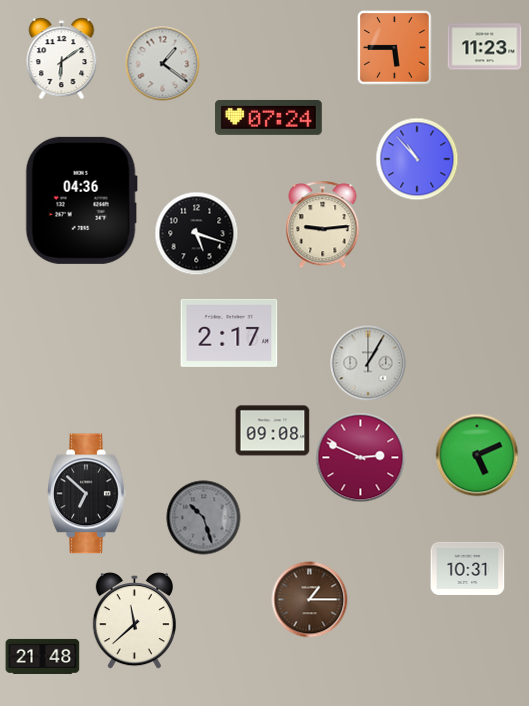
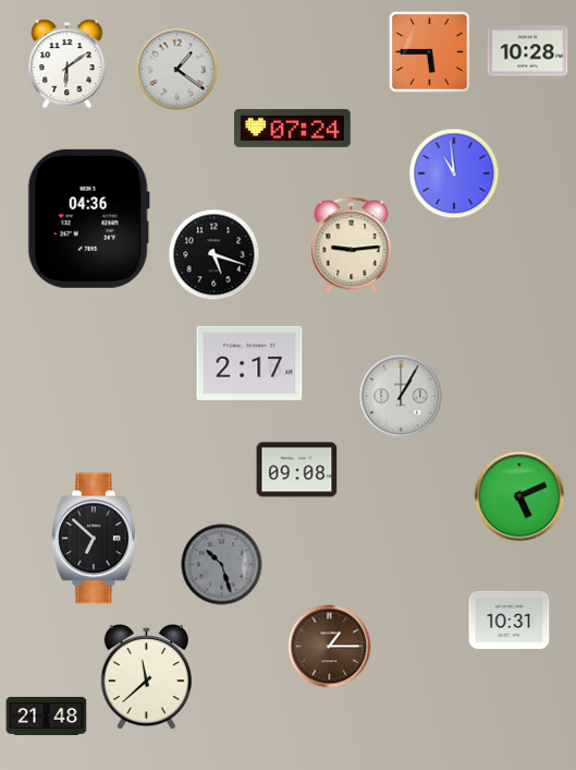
clock at (485, 47): 11:23 -> 10:28
clock at (417, 159): 10:53 -> 10:59
clock at (361, 458): 2:49 -> none
clock at (310, 600) position: (310, 600) -> (330, 647)
